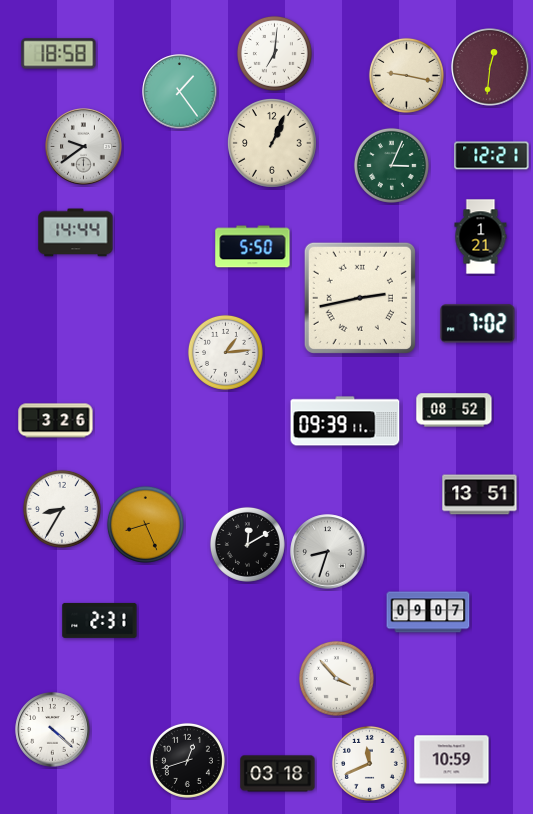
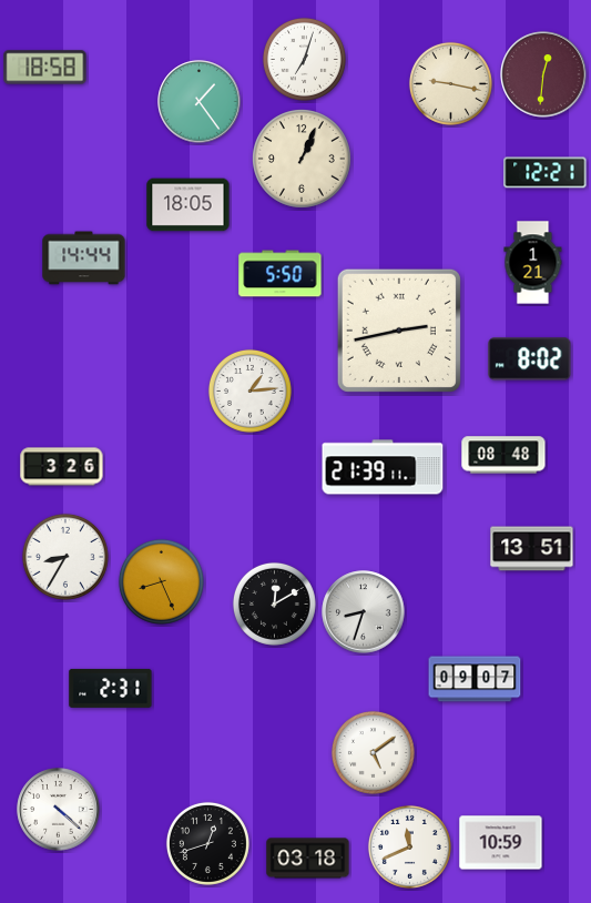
clock at (274, 53): 7:01 -> 7:03
clock at (59, 54) position: (59, 54) -> (45, 68)
clock at (84, 147): 9:39 -> none
clock at (391, 165): 3:04 -> none
clock at (188, 205): none -> 18:05
clock at (478, 324): 7:02 -> 8:02
clock at (454, 410): 08:52 -> 08:48
clock at (345, 421): 09:39 -> 21:39
clock at (62, 509) position: (62, 509) -> (65, 557)
clock at (336, 678): 3:53 -> 5:09
